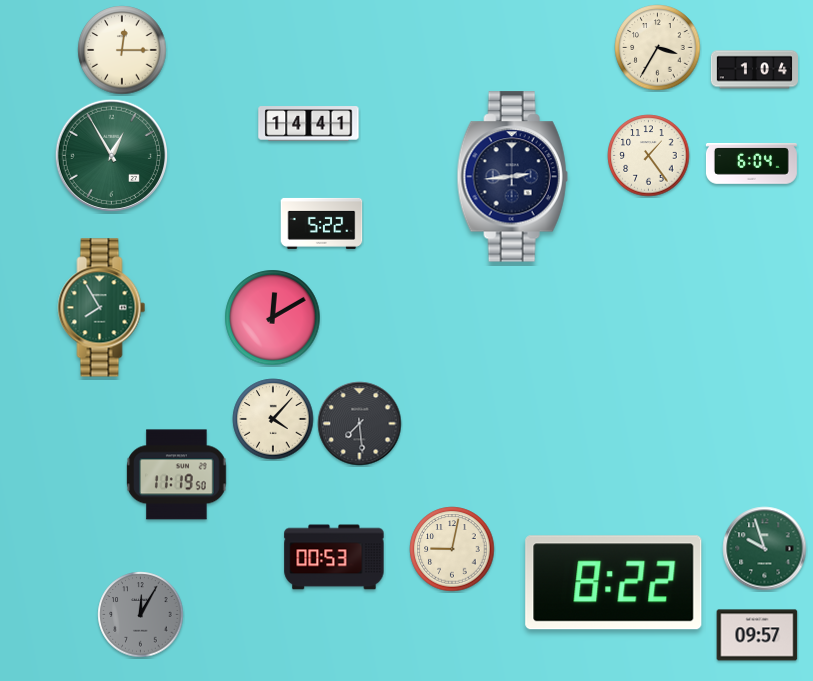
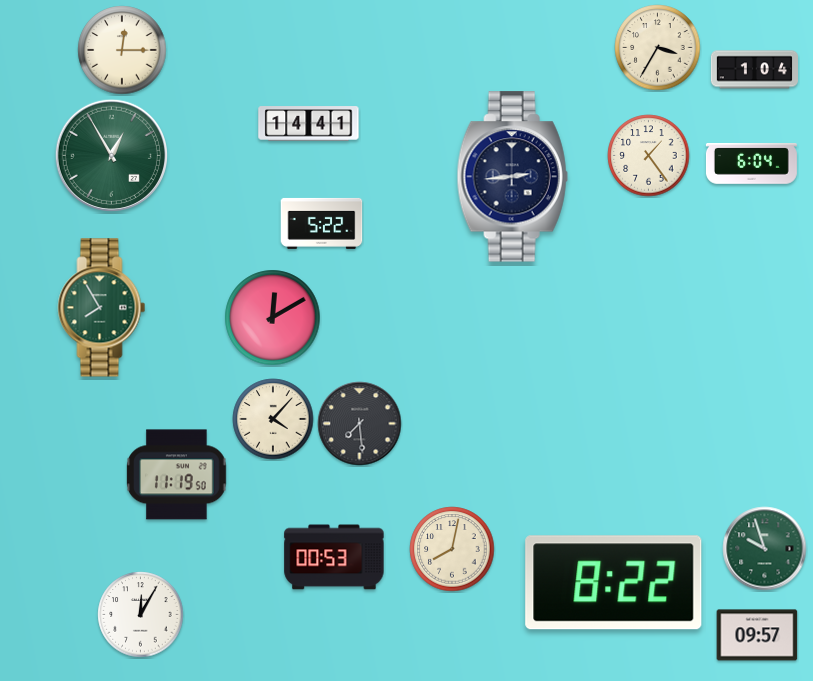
clock at (452, 549): 9:02 -> 8:02
clock at (141, 615) dial: grey -> white
